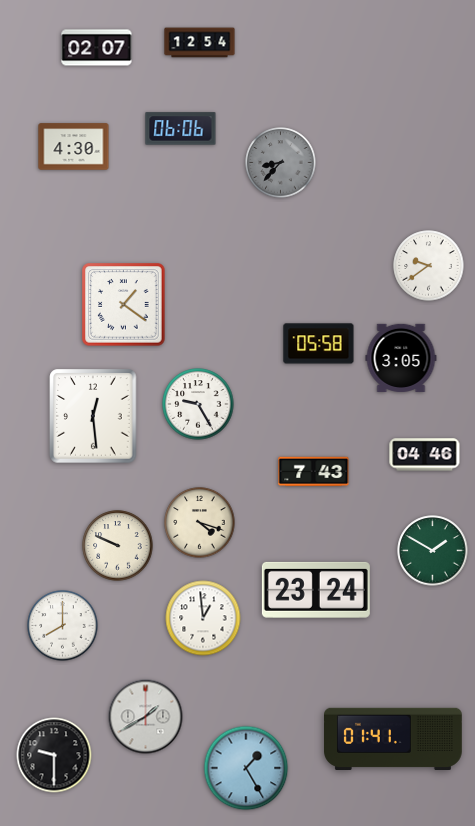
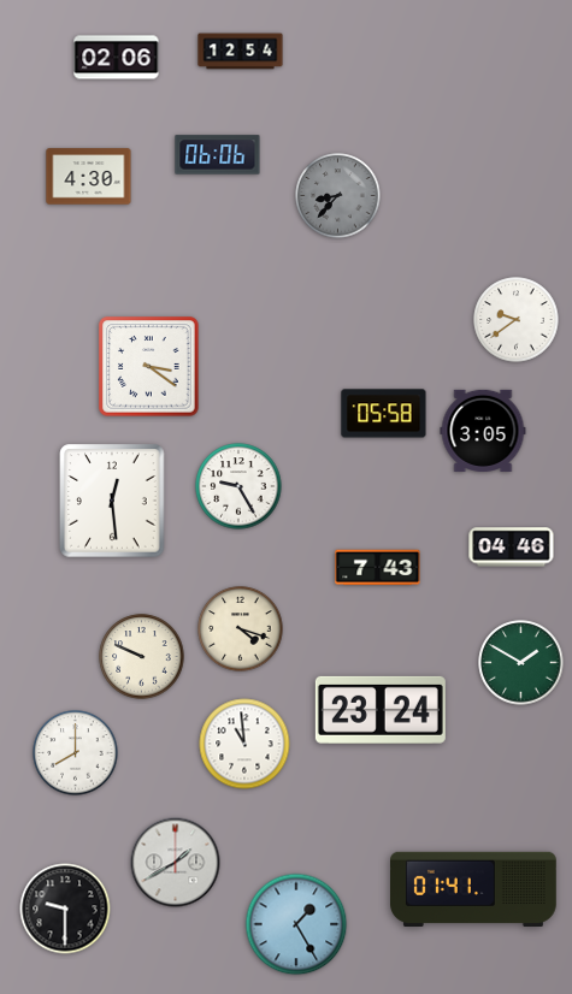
clock at (97, 48): 02:07 -> 02:06
clock at (124, 305): 1:21 -> 3:21
clock at (203, 618): 12:59 -> 10:59
